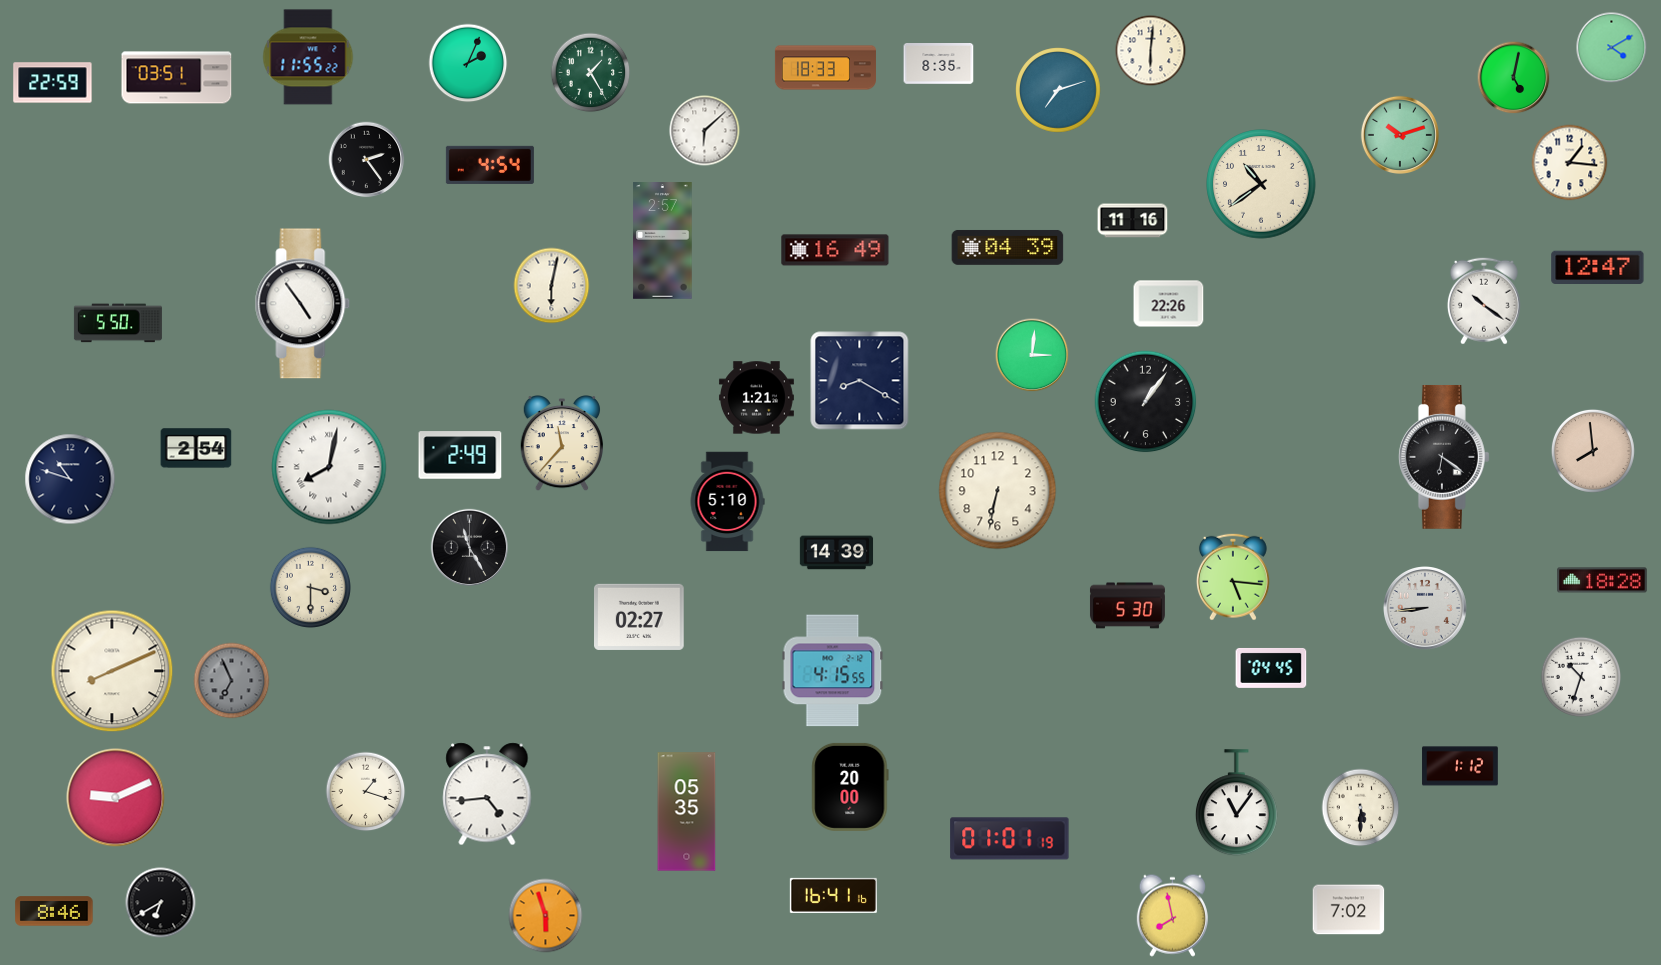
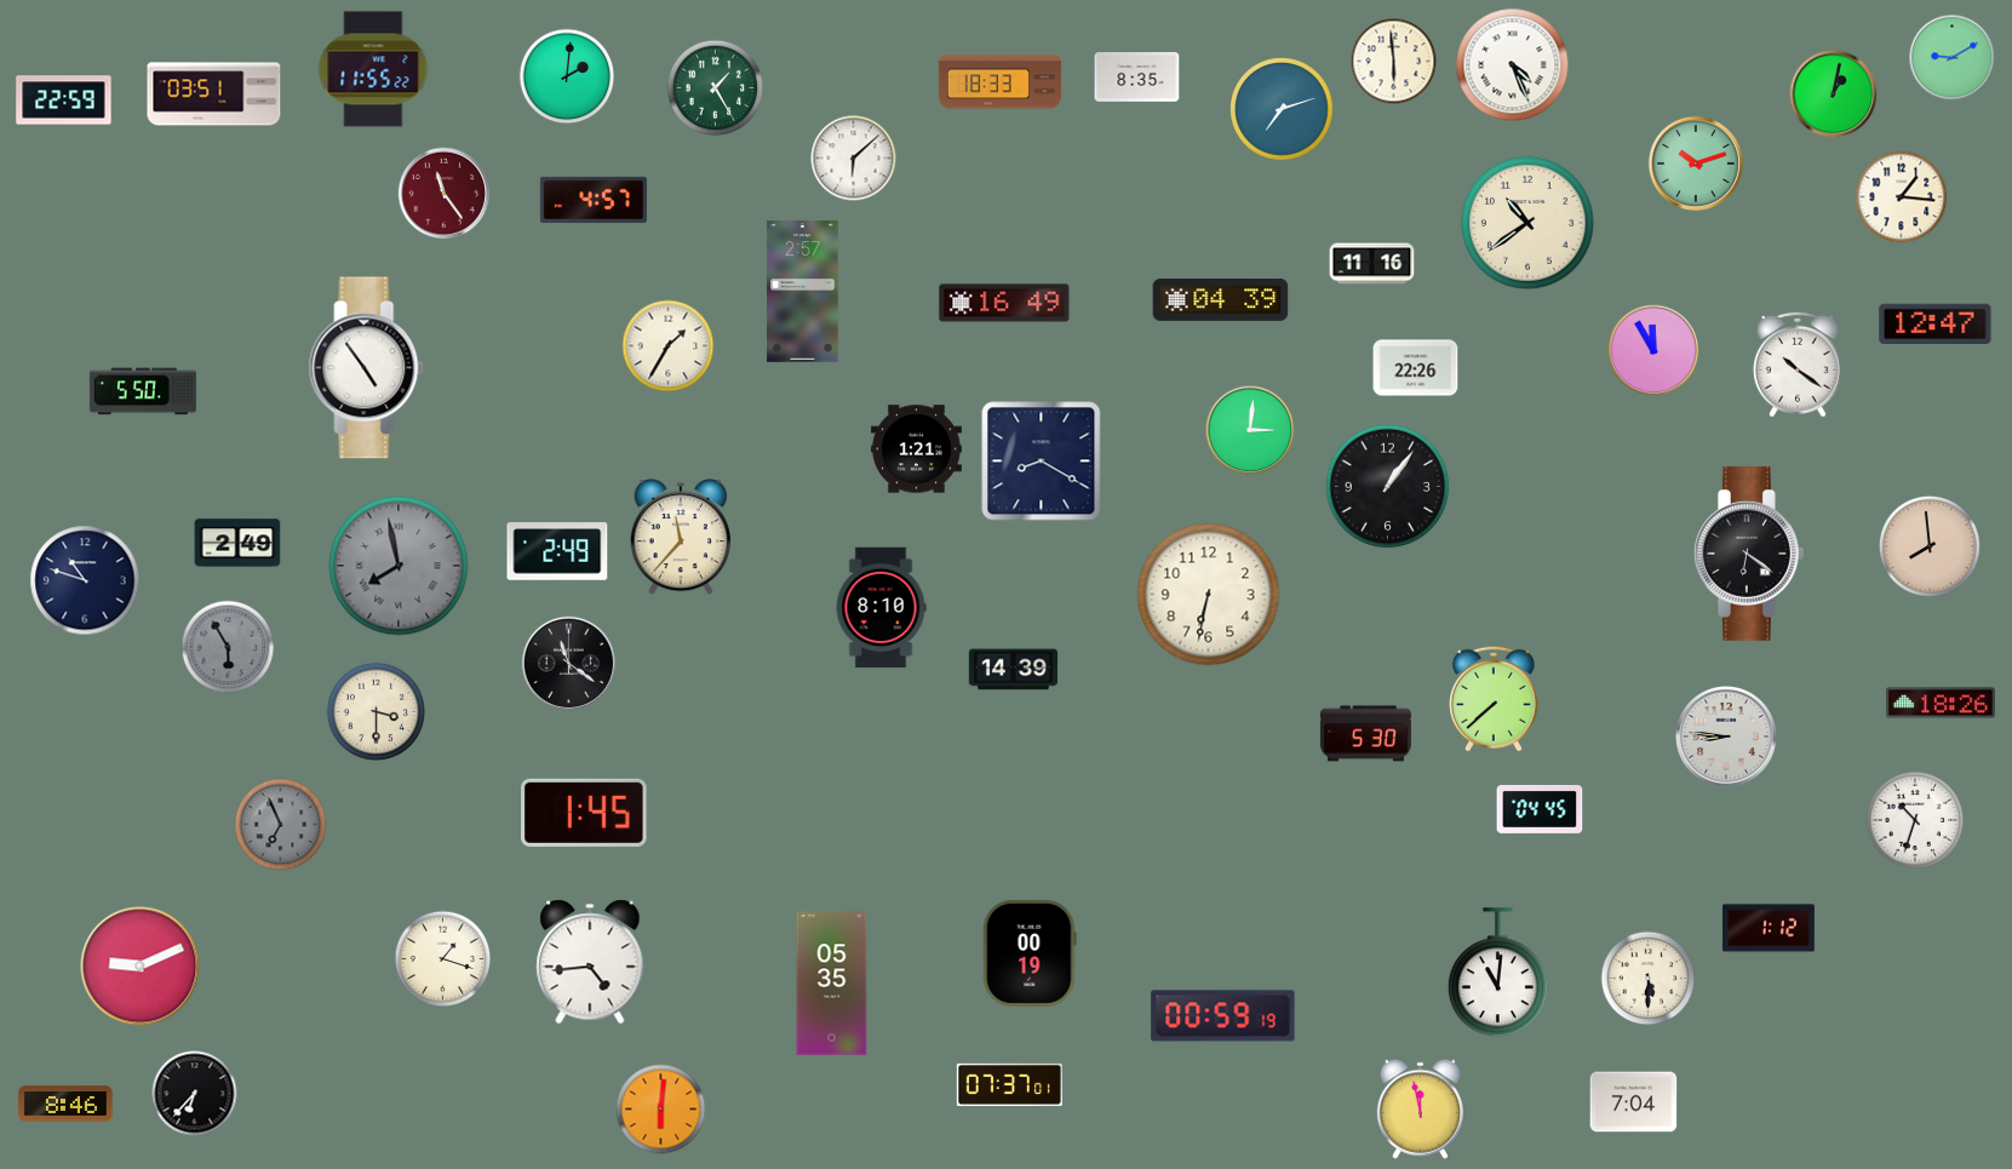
clock at (1612, 48): 4:10 -> 9:10
clock at (1151, 51): 6:01 -> 5:59
clock at (1513, 65): none -> 4:26
clock at (468, 63): 2:04 -> 2:01
clock at (1514, 78): 5:02 -> 1:02
clock at (367, 160): 2:24 -> 11:24
clock at (367, 160) dial: black -> burgundy
clock at (490, 165): 4:54 -> 4:57
clock at (1133, 221) position: (1133, 221) -> (1372, 264)
clock at (835, 250) position: (835, 250) -> (1004, 303)
clock at (552, 286): 6:02 -> 1:35
clock at (1653, 350): none -> 11:55
clock at (756, 398) position: (756, 398) -> (916, 449)
clock at (196, 448): 2:54 -> 2:49
clock at (329, 467): 8:02 -> 7:58
clock at (329, 467) dial: white -> grey
clock at (727, 502): 5:10 -> 8:10
clock at (228, 647): none -> 5:55
clock at (469, 547): 11:25 -> 11:21
clock at (1233, 577): 5:16 -> 7:38
clock at (1602, 580): 18:28 -> 18:26
clock at (1426, 609): 8:44 -> 8:46
clock at (640, 617): 02:27 -> none
clock at (112, 671): 8:11 -> none
clock at (585, 813): none -> 1:45
clock at (833, 671): 4:15 -> none
clock at (850, 787): 20:00 -> 00:19
clock at (1236, 803): 11:06 -> 11:01
clock at (1010, 839): 01:01 -> 00:59
clock at (833, 895): 16:41 -> 07:37
clock at (161, 903): 6:40 -> 6:37
clock at (1349, 910): 7:02 -> 7:04
clock at (1172, 915): 7:58 -> 11:58
clock at (546, 916): 5:57 -> 6:01
